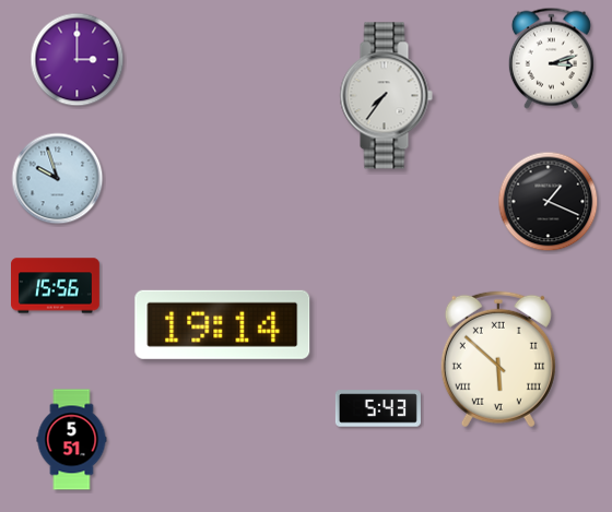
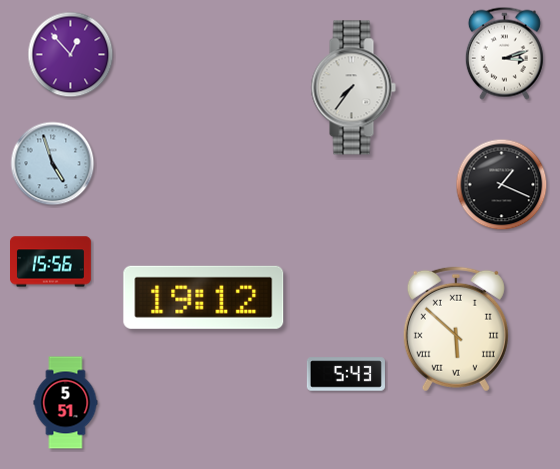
clock at (78, 60): 3:00 -> 12:53
clock at (58, 179): 9:57 -> 4:57
clock at (223, 324): 19:14 -> 19:12
